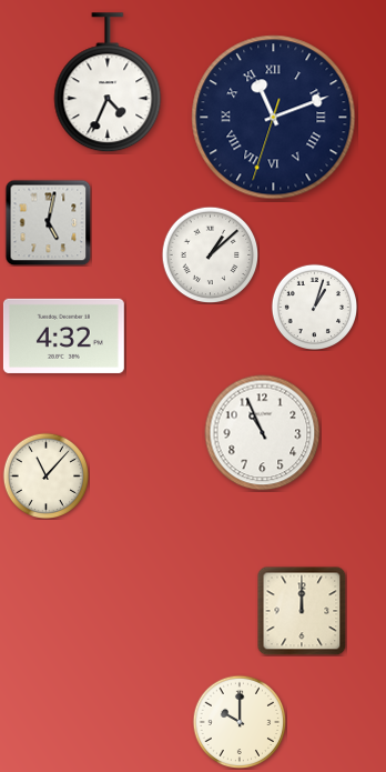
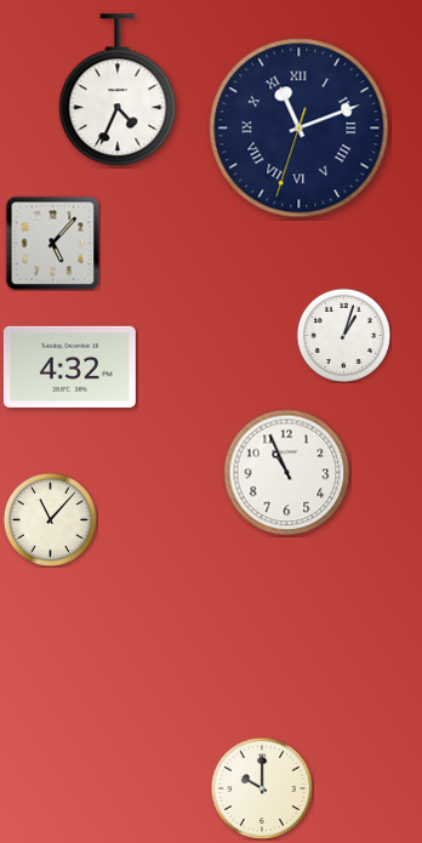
clock at (48, 222): 5:02 -> 5:07
clock at (210, 254): 1:08 -> none
clock at (302, 611): 12:00 -> none
